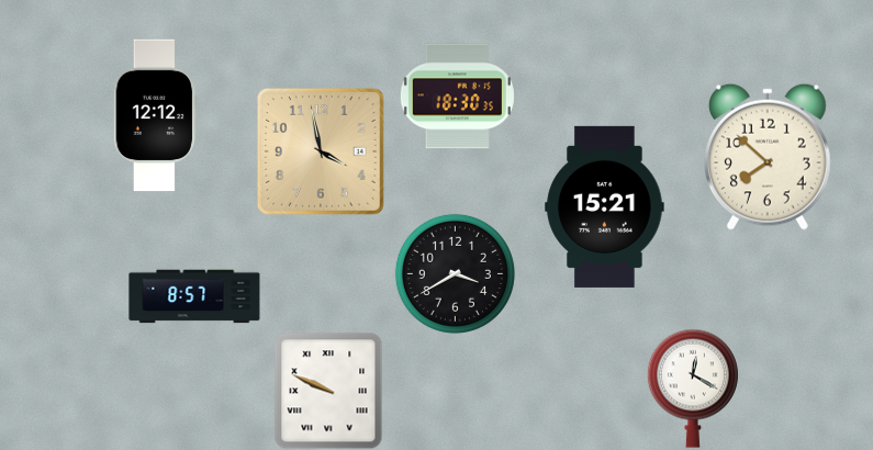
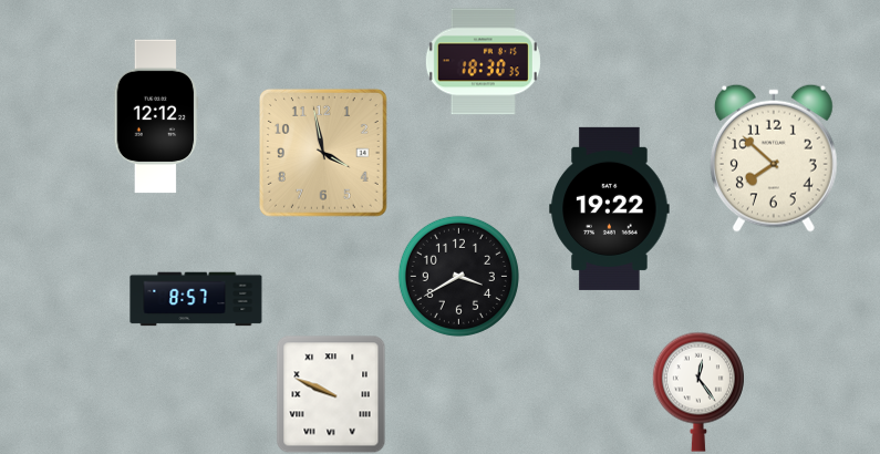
clock at (457, 97) position: (457, 97) -> (483, 62)
clock at (605, 206): 15:21 -> 19:22
clock at (693, 389): 12:20 -> 12:24
